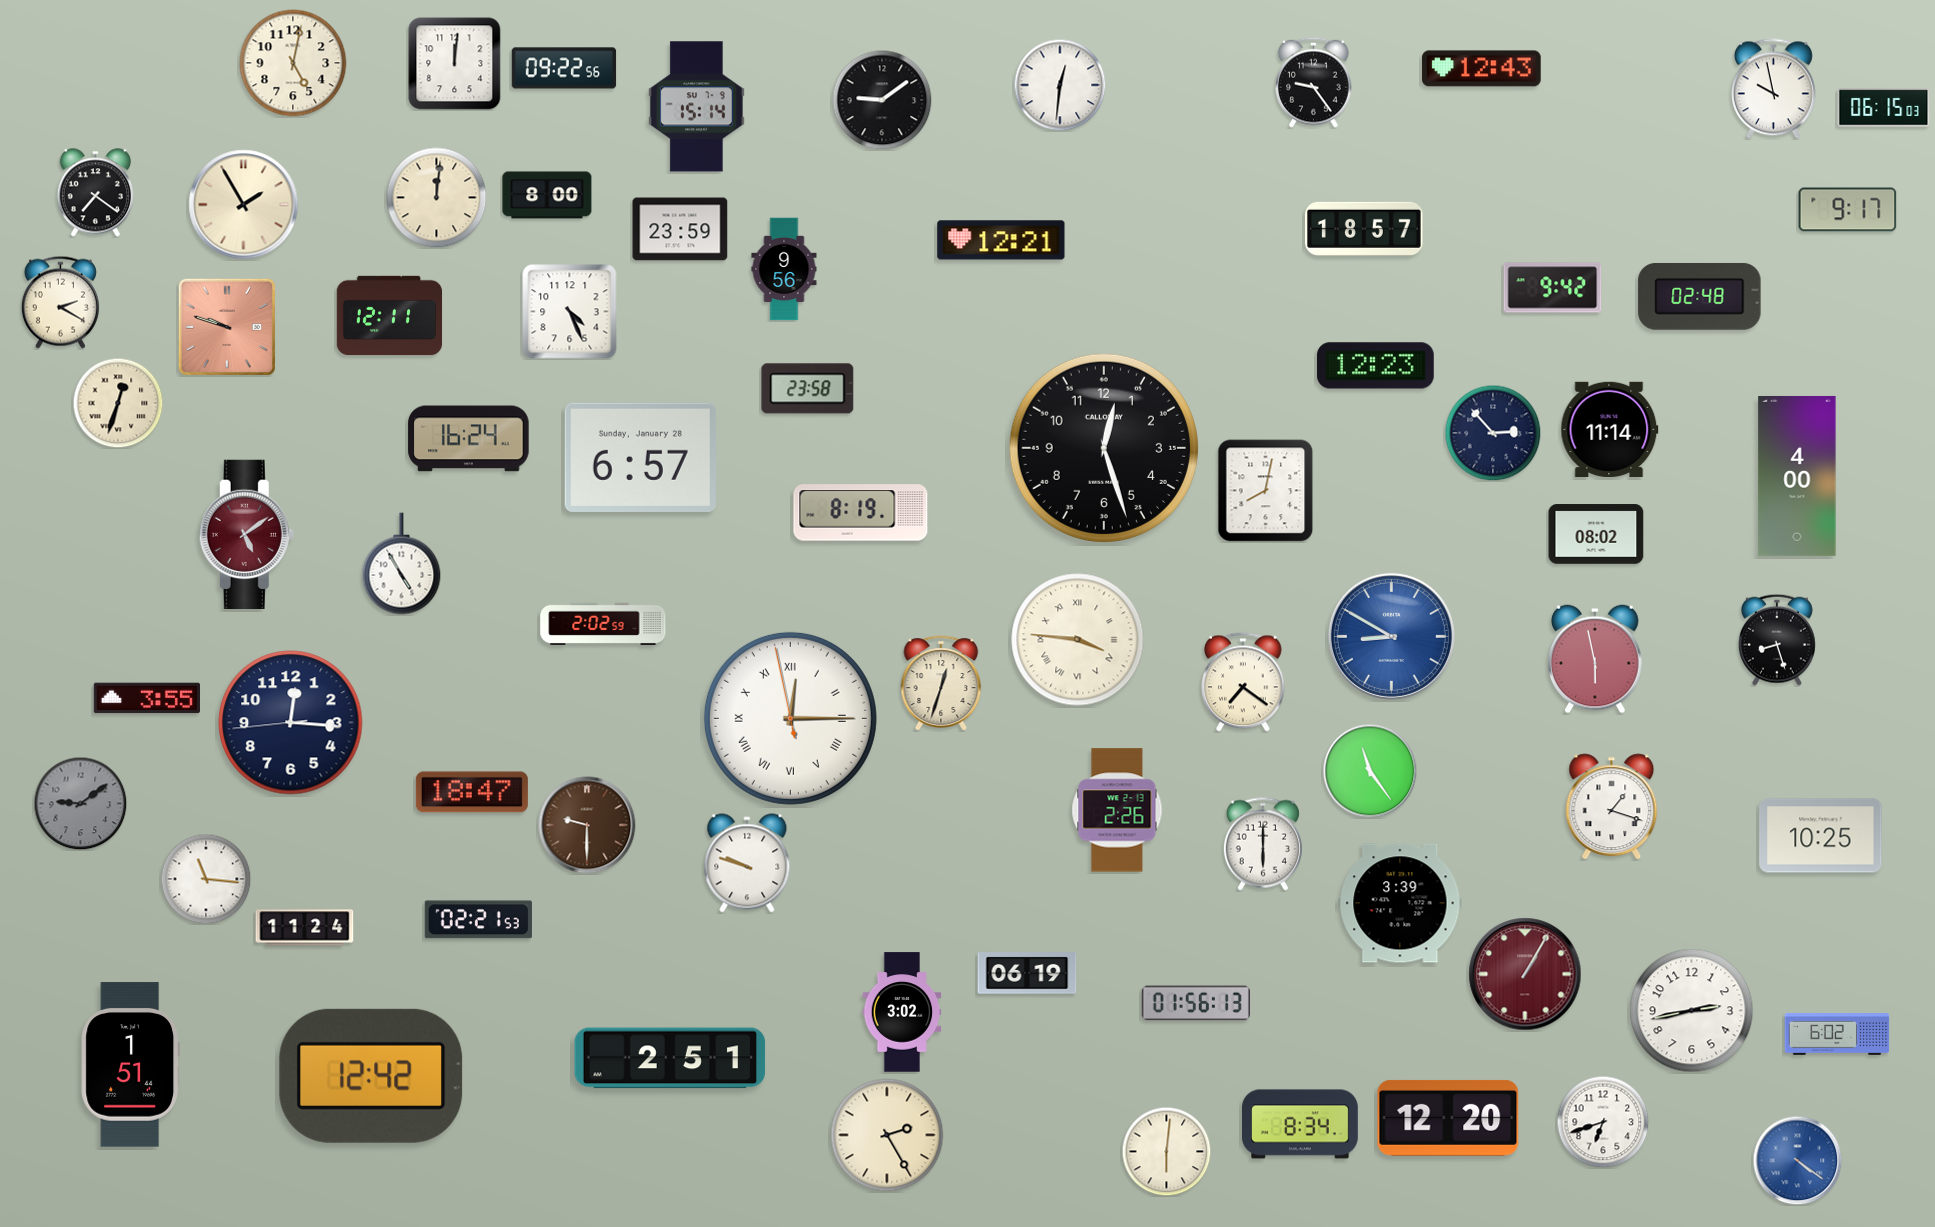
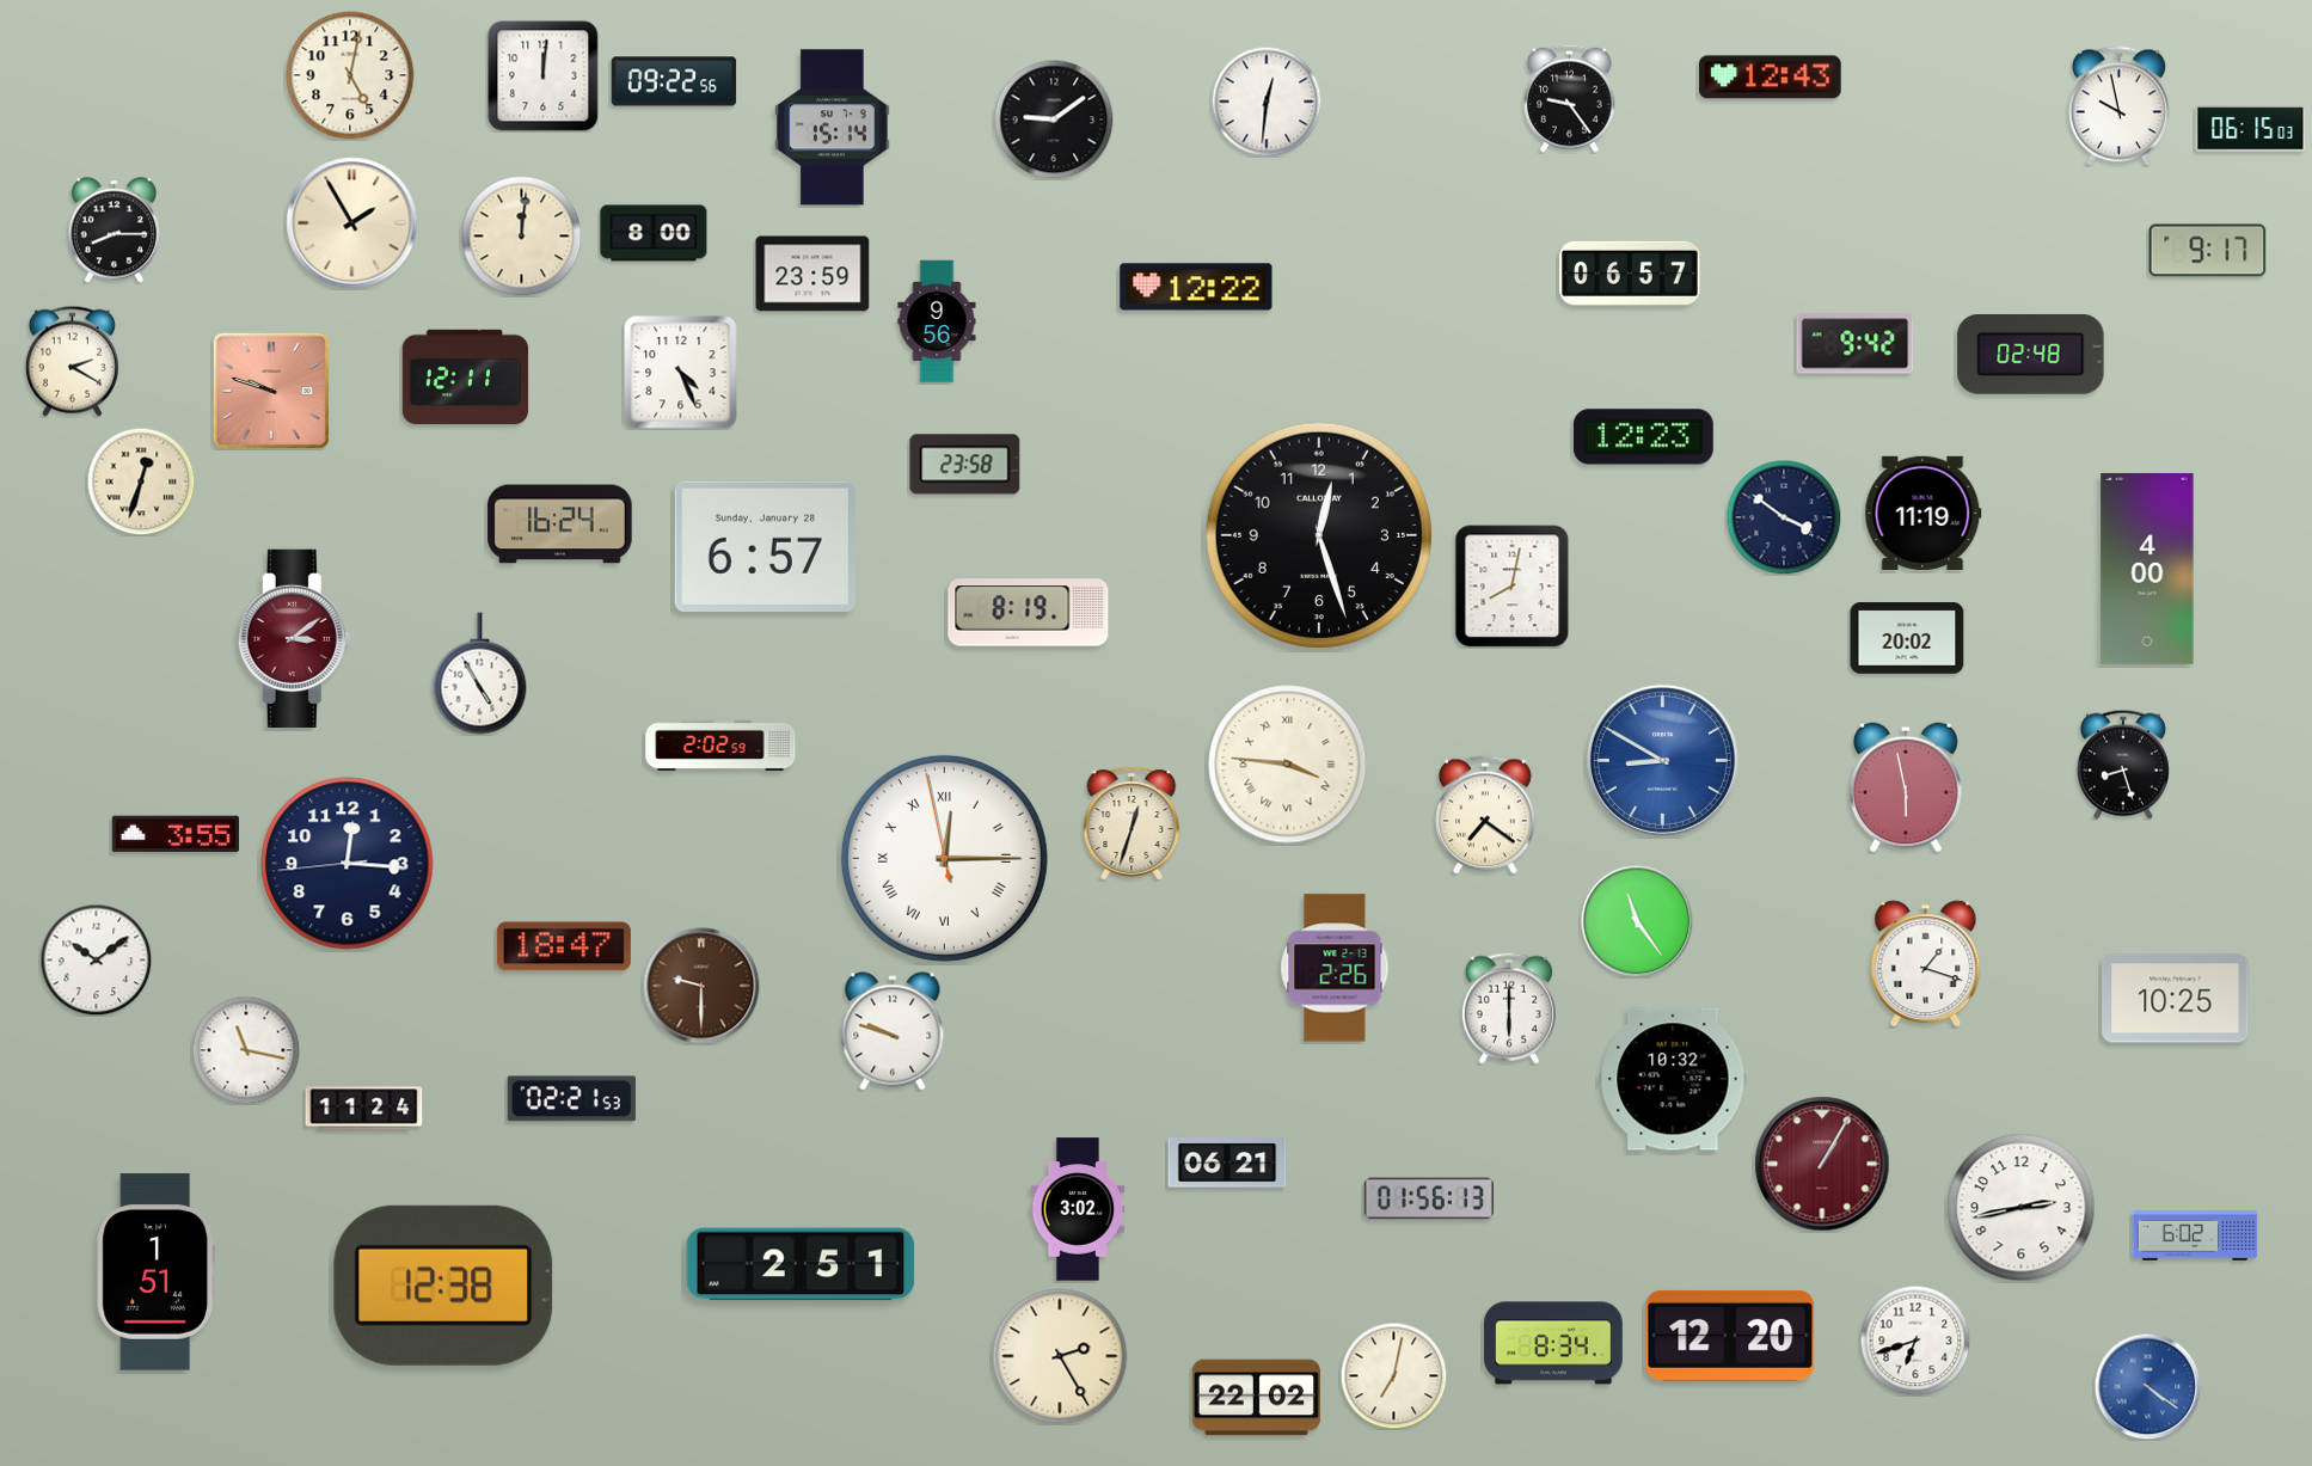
clock at (1482, 69) position: (1482, 69) -> (1771, 78)
clock at (95, 193): 7:21 -> 8:15
clock at (244, 205) position: (244, 205) -> (352, 223)
clock at (1365, 229): 18:57 -> 06:57
clock at (1001, 240): 12:21 -> 12:22
clock at (1610, 429): 11:14 -> 11:19
clock at (1493, 433): 2:53 -> 3:51
clock at (246, 534): 5:09 -> 3:09
clock at (1596, 534): 08:02 -> 20:02
clock at (941, 683) position: (941, 683) -> (1132, 823)
clock at (80, 803): 9:09 -> 10:09
clock at (80, 803) dial: grey -> white
clock at (206, 879): 11:16 -> 11:17
clock at (1400, 903): 3:39 -> 10:32
clock at (1027, 973): 06:19 -> 06:21
clock at (371, 1076): 12:42 -> 12:38
clock at (1166, 1151): 6:01 -> 7:02
clock at (1256, 1398): none -> 22:02
